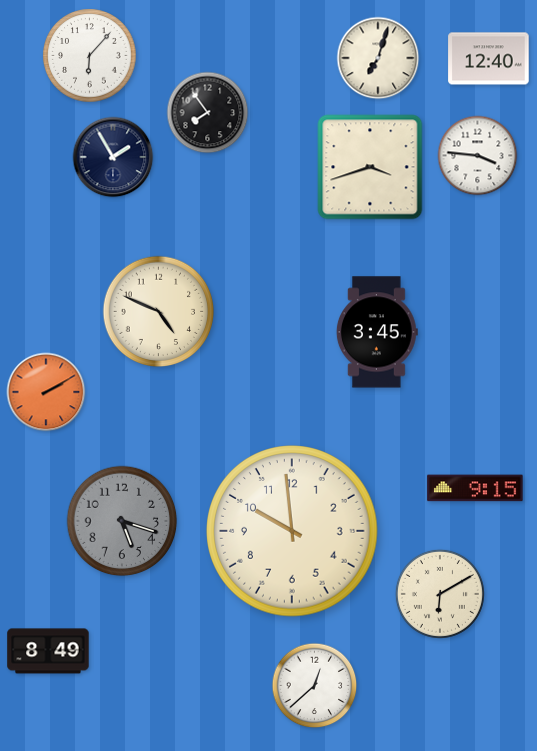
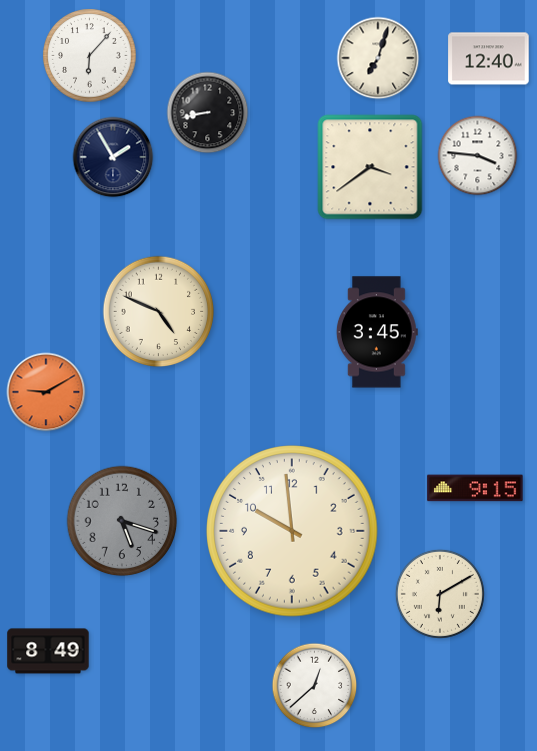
clock at (208, 113): 7:54 -> 8:43
clock at (370, 167): 3:42 -> 3:39
clock at (46, 392): 2:10 -> 9:10
